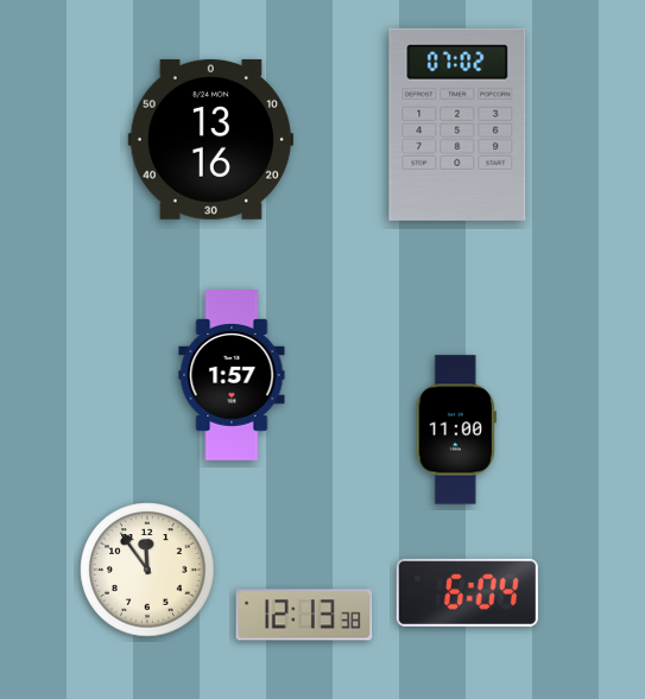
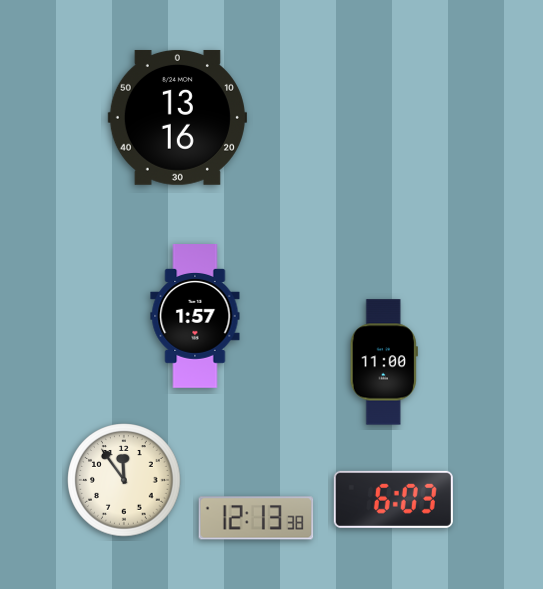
clock at (457, 125): 07:02 -> none
clock at (467, 592): 6:04 -> 6:03
